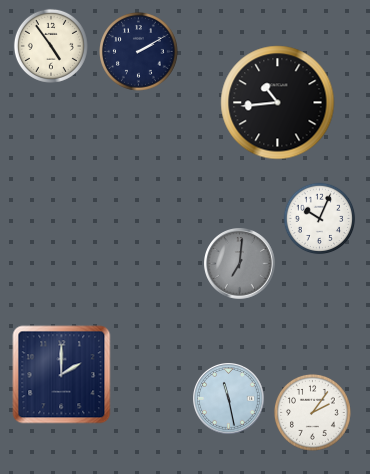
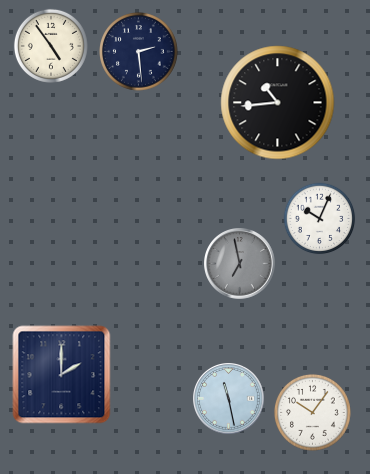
clock at (139, 52): 2:10 -> 2:29
clock at (240, 264): 7:01 -> 6:58
clock at (313, 413): 2:06 -> 10:06
